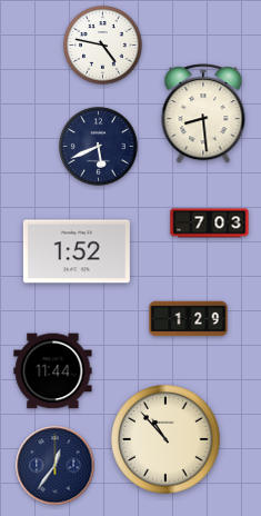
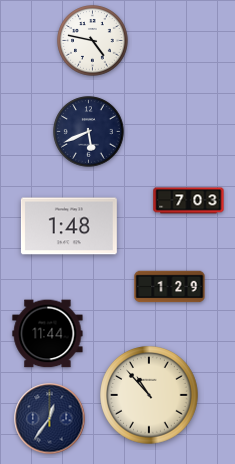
clock at (203, 115): 8:29 -> none
clock at (77, 251): 1:52 -> 1:48
